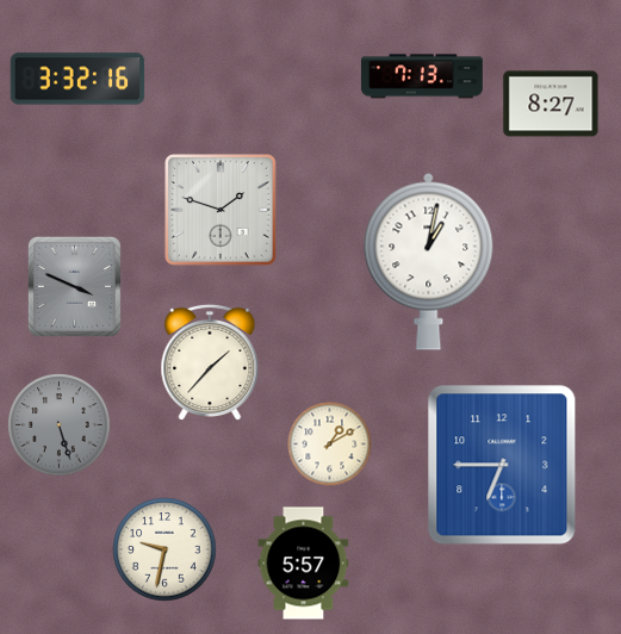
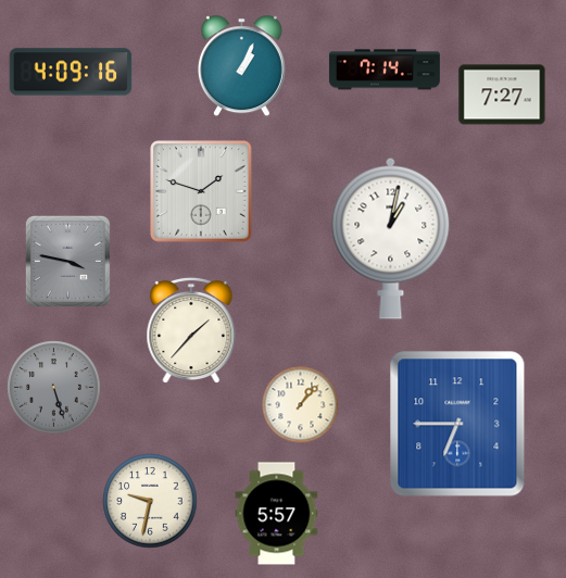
clock at (241, 66): none -> 1:04
clock at (422, 76): 7:13 -> 7:14
clock at (77, 79): 3:32 -> 4:09
clock at (551, 104): 8:27 -> 7:27
clock at (74, 286): 3:49 -> 3:47
clock at (330, 445): 1:10 -> 1:07
